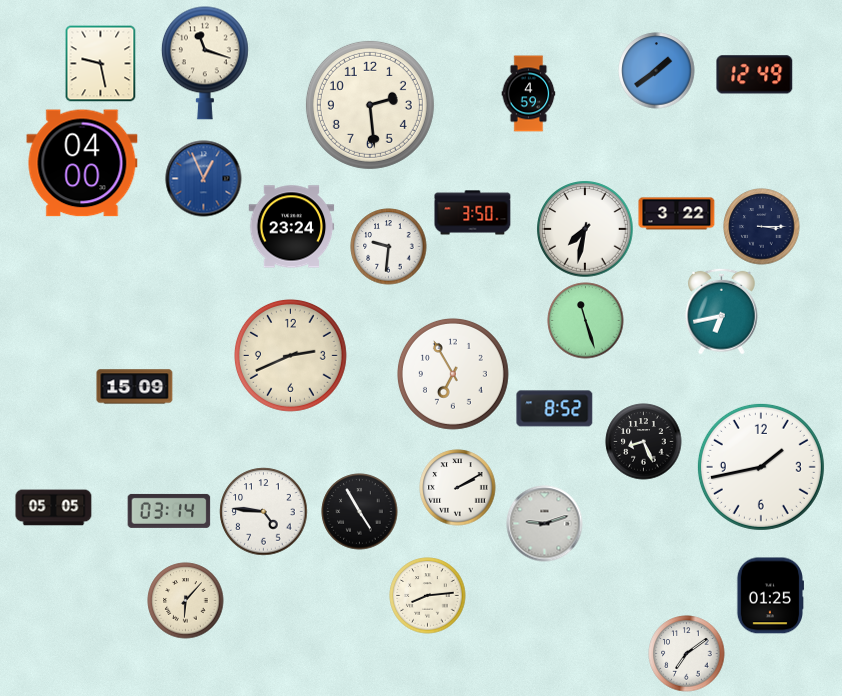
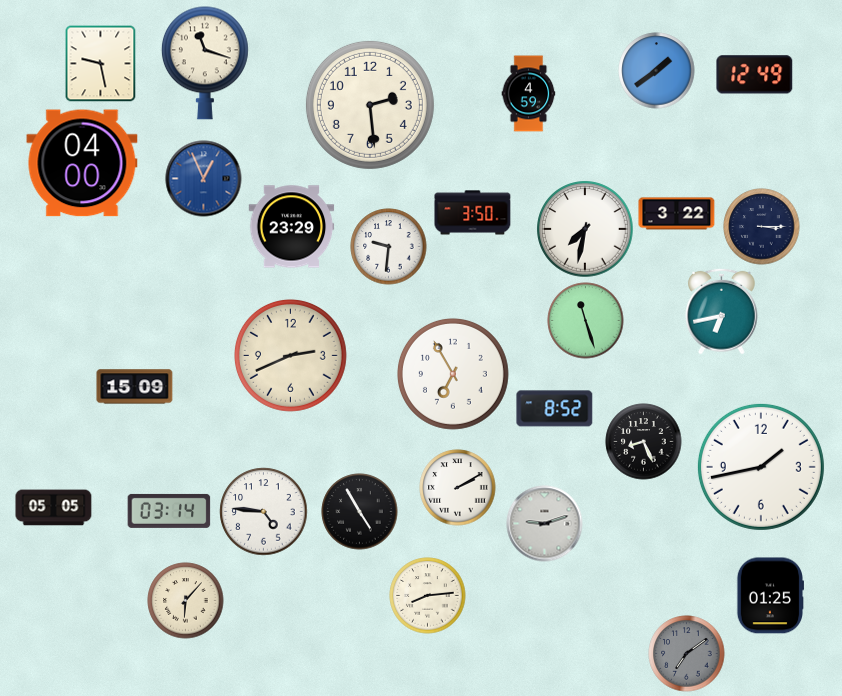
clock at (292, 227): 23:24 -> 23:29
clock at (687, 654) dial: white -> grey
